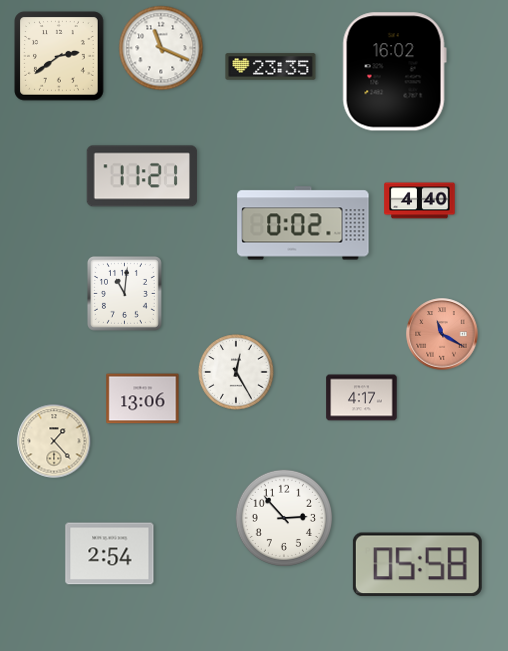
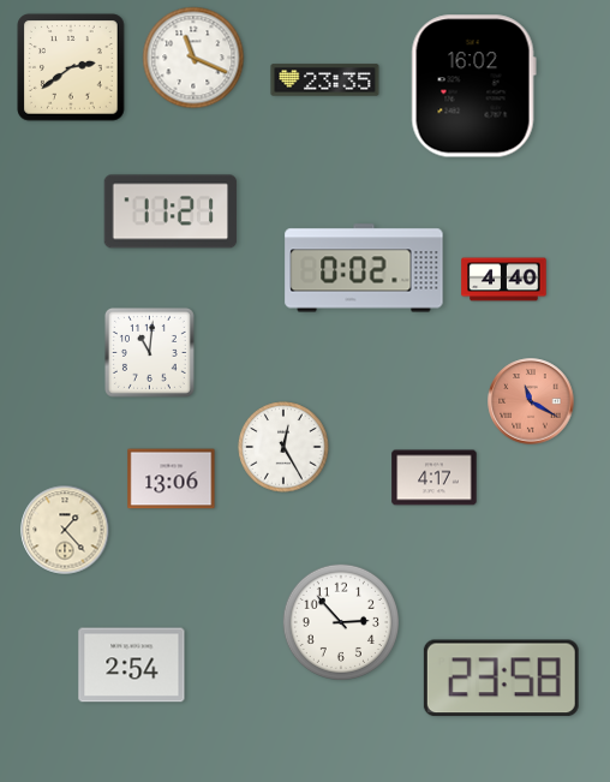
clock at (420, 201) position: (420, 201) -> (504, 280)
clock at (417, 565): 05:58 -> 23:58
